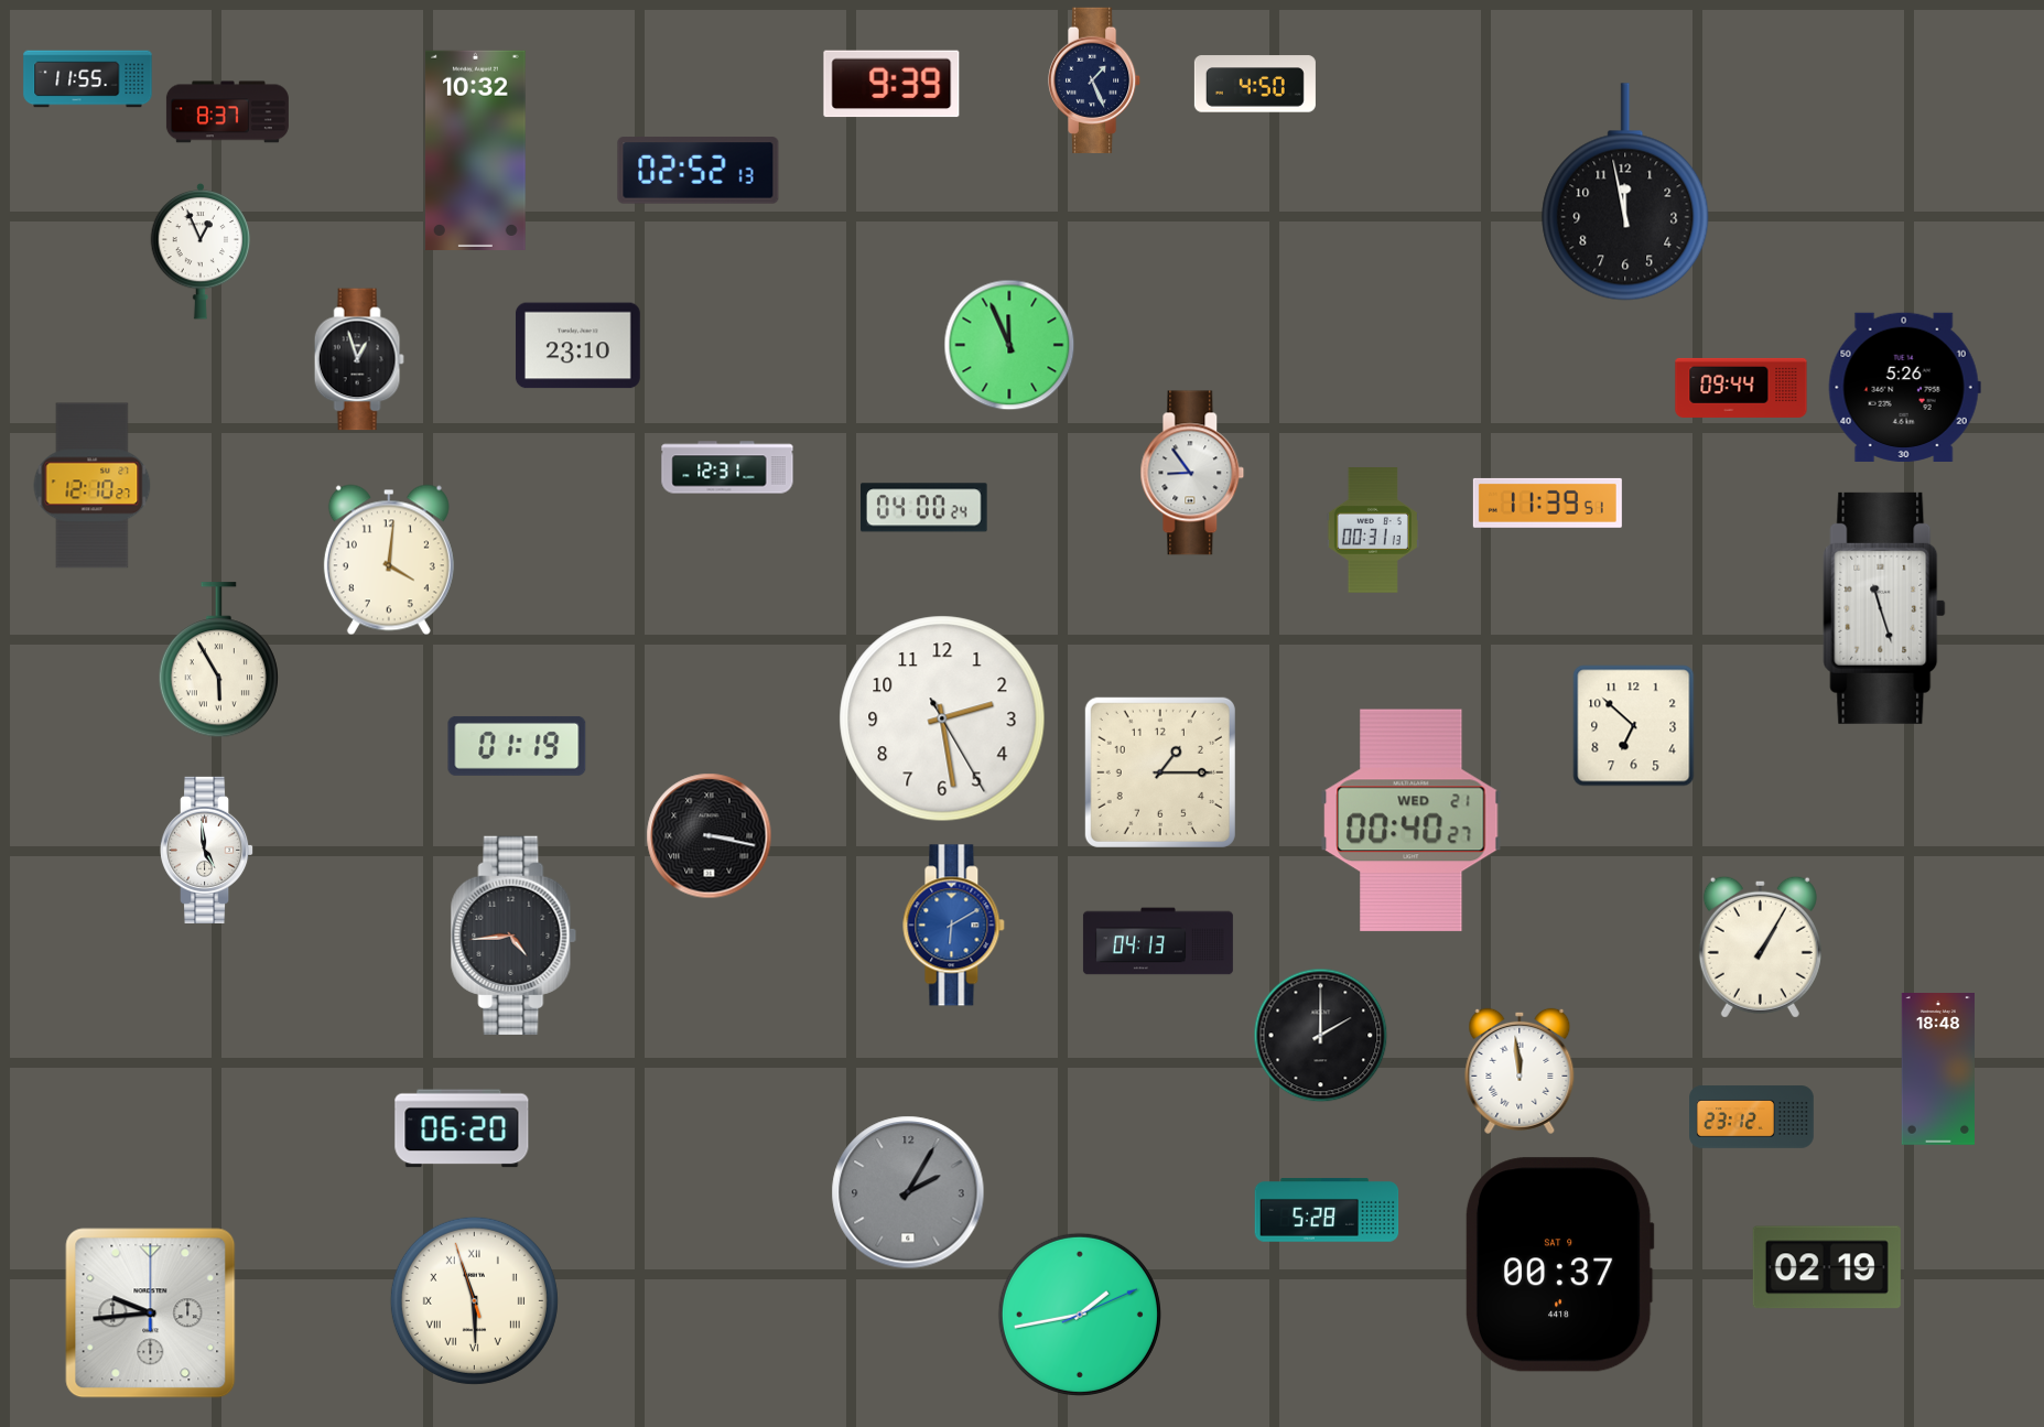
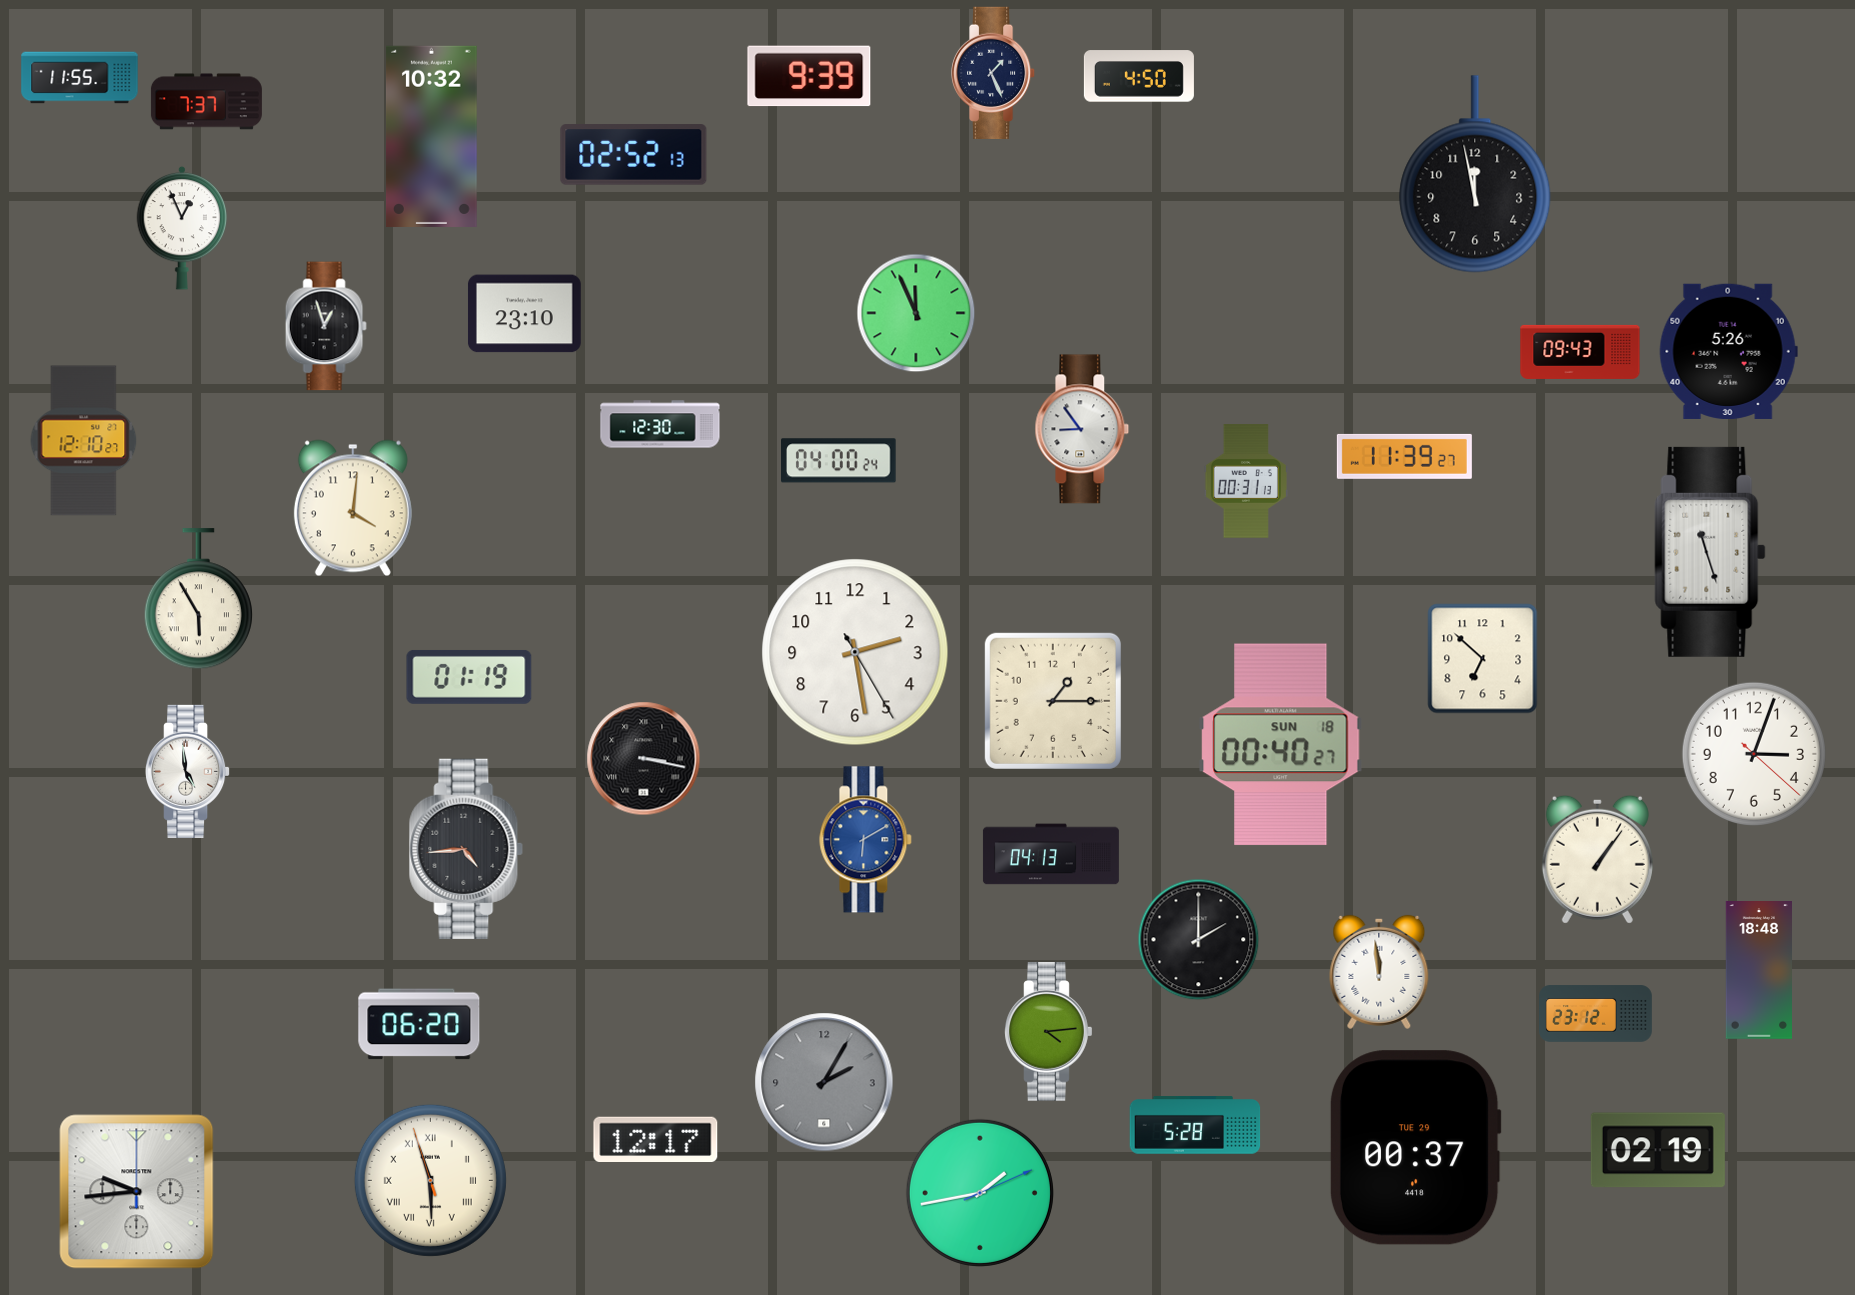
clock at (88, 79) position: (88, 79) -> (80, 78)
clock at (227, 112): 8:37 -> 7:37
clock at (1741, 388): 09:44 -> 09:43
clock at (727, 467): 12:31 -> 12:30
clock at (1547, 502): 11:39:51 -> 11:39:27
clock at (1412, 821) date: WED 21 -> SUN 18
clock at (1754, 754): none -> 3:03
clock at (1760, 947): 1:05 -> 1:06
clock at (1752, 1117) position: (1752, 1117) -> (1596, 1014)
clock at (1049, 1032): none -> 4:14
clock at (1327, 1210) position: (1327, 1210) -> (1195, 1125)
clock at (656, 1139): none -> 12:17
clock at (1559, 1265) date: SAT 9 -> TUE 29
